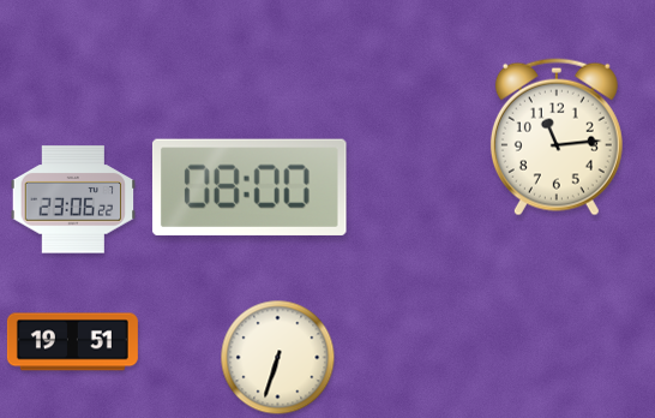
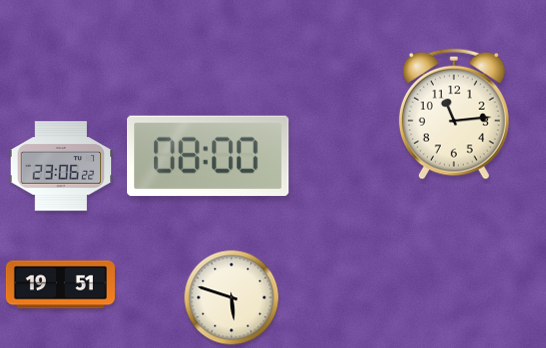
clock at (557, 137) position: (557, 137) -> (454, 114)
clock at (278, 358): 6:33 -> 5:48
